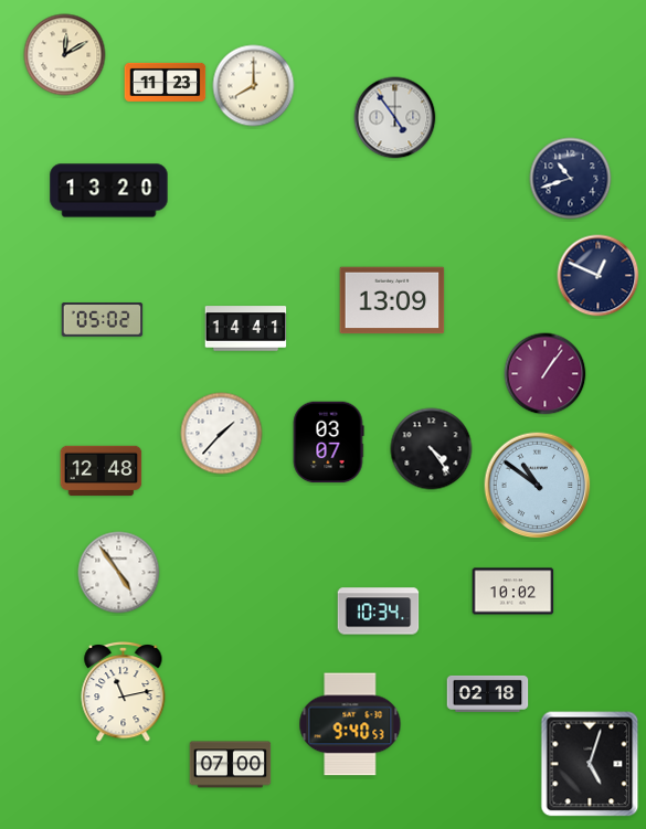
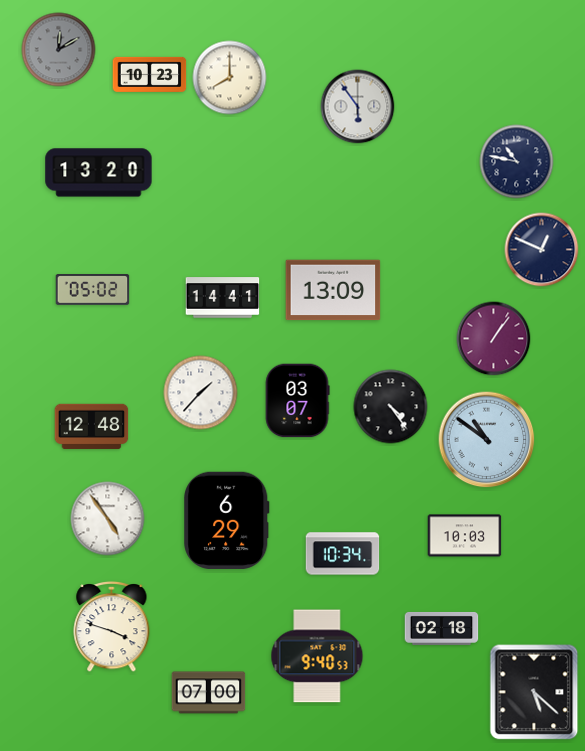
clock at (65, 55) dial: cream -> grey
clock at (166, 82): 11:23 -> 10:23
clock at (395, 118): 4:54 -> 5:54
clock at (571, 179): 10:42 -> 10:47
clock at (392, 300) position: (392, 300) -> (333, 290)
clock at (227, 520): none -> 6:29
clock at (513, 592): 10:02 -> 10:03
clock at (124, 691): 11:13 -> 3:48
clock at (590, 764): 5:03 -> 5:22
